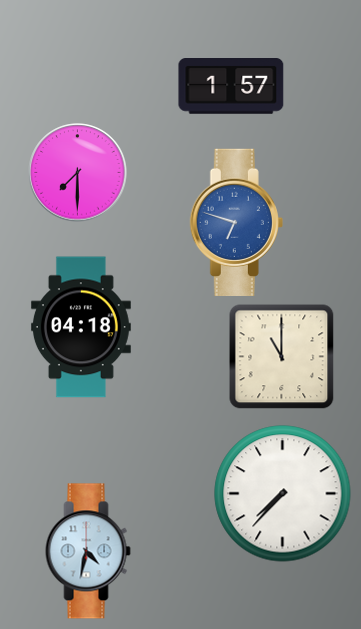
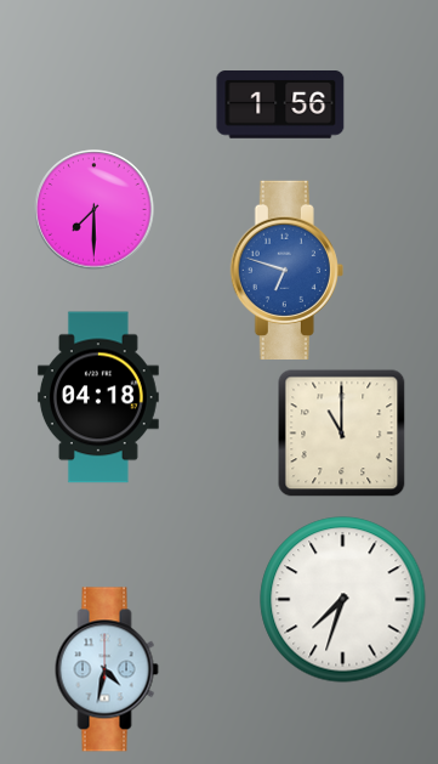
clock at (231, 87): 1:57 -> 1:56
clock at (283, 494): 7:37 -> 7:33
